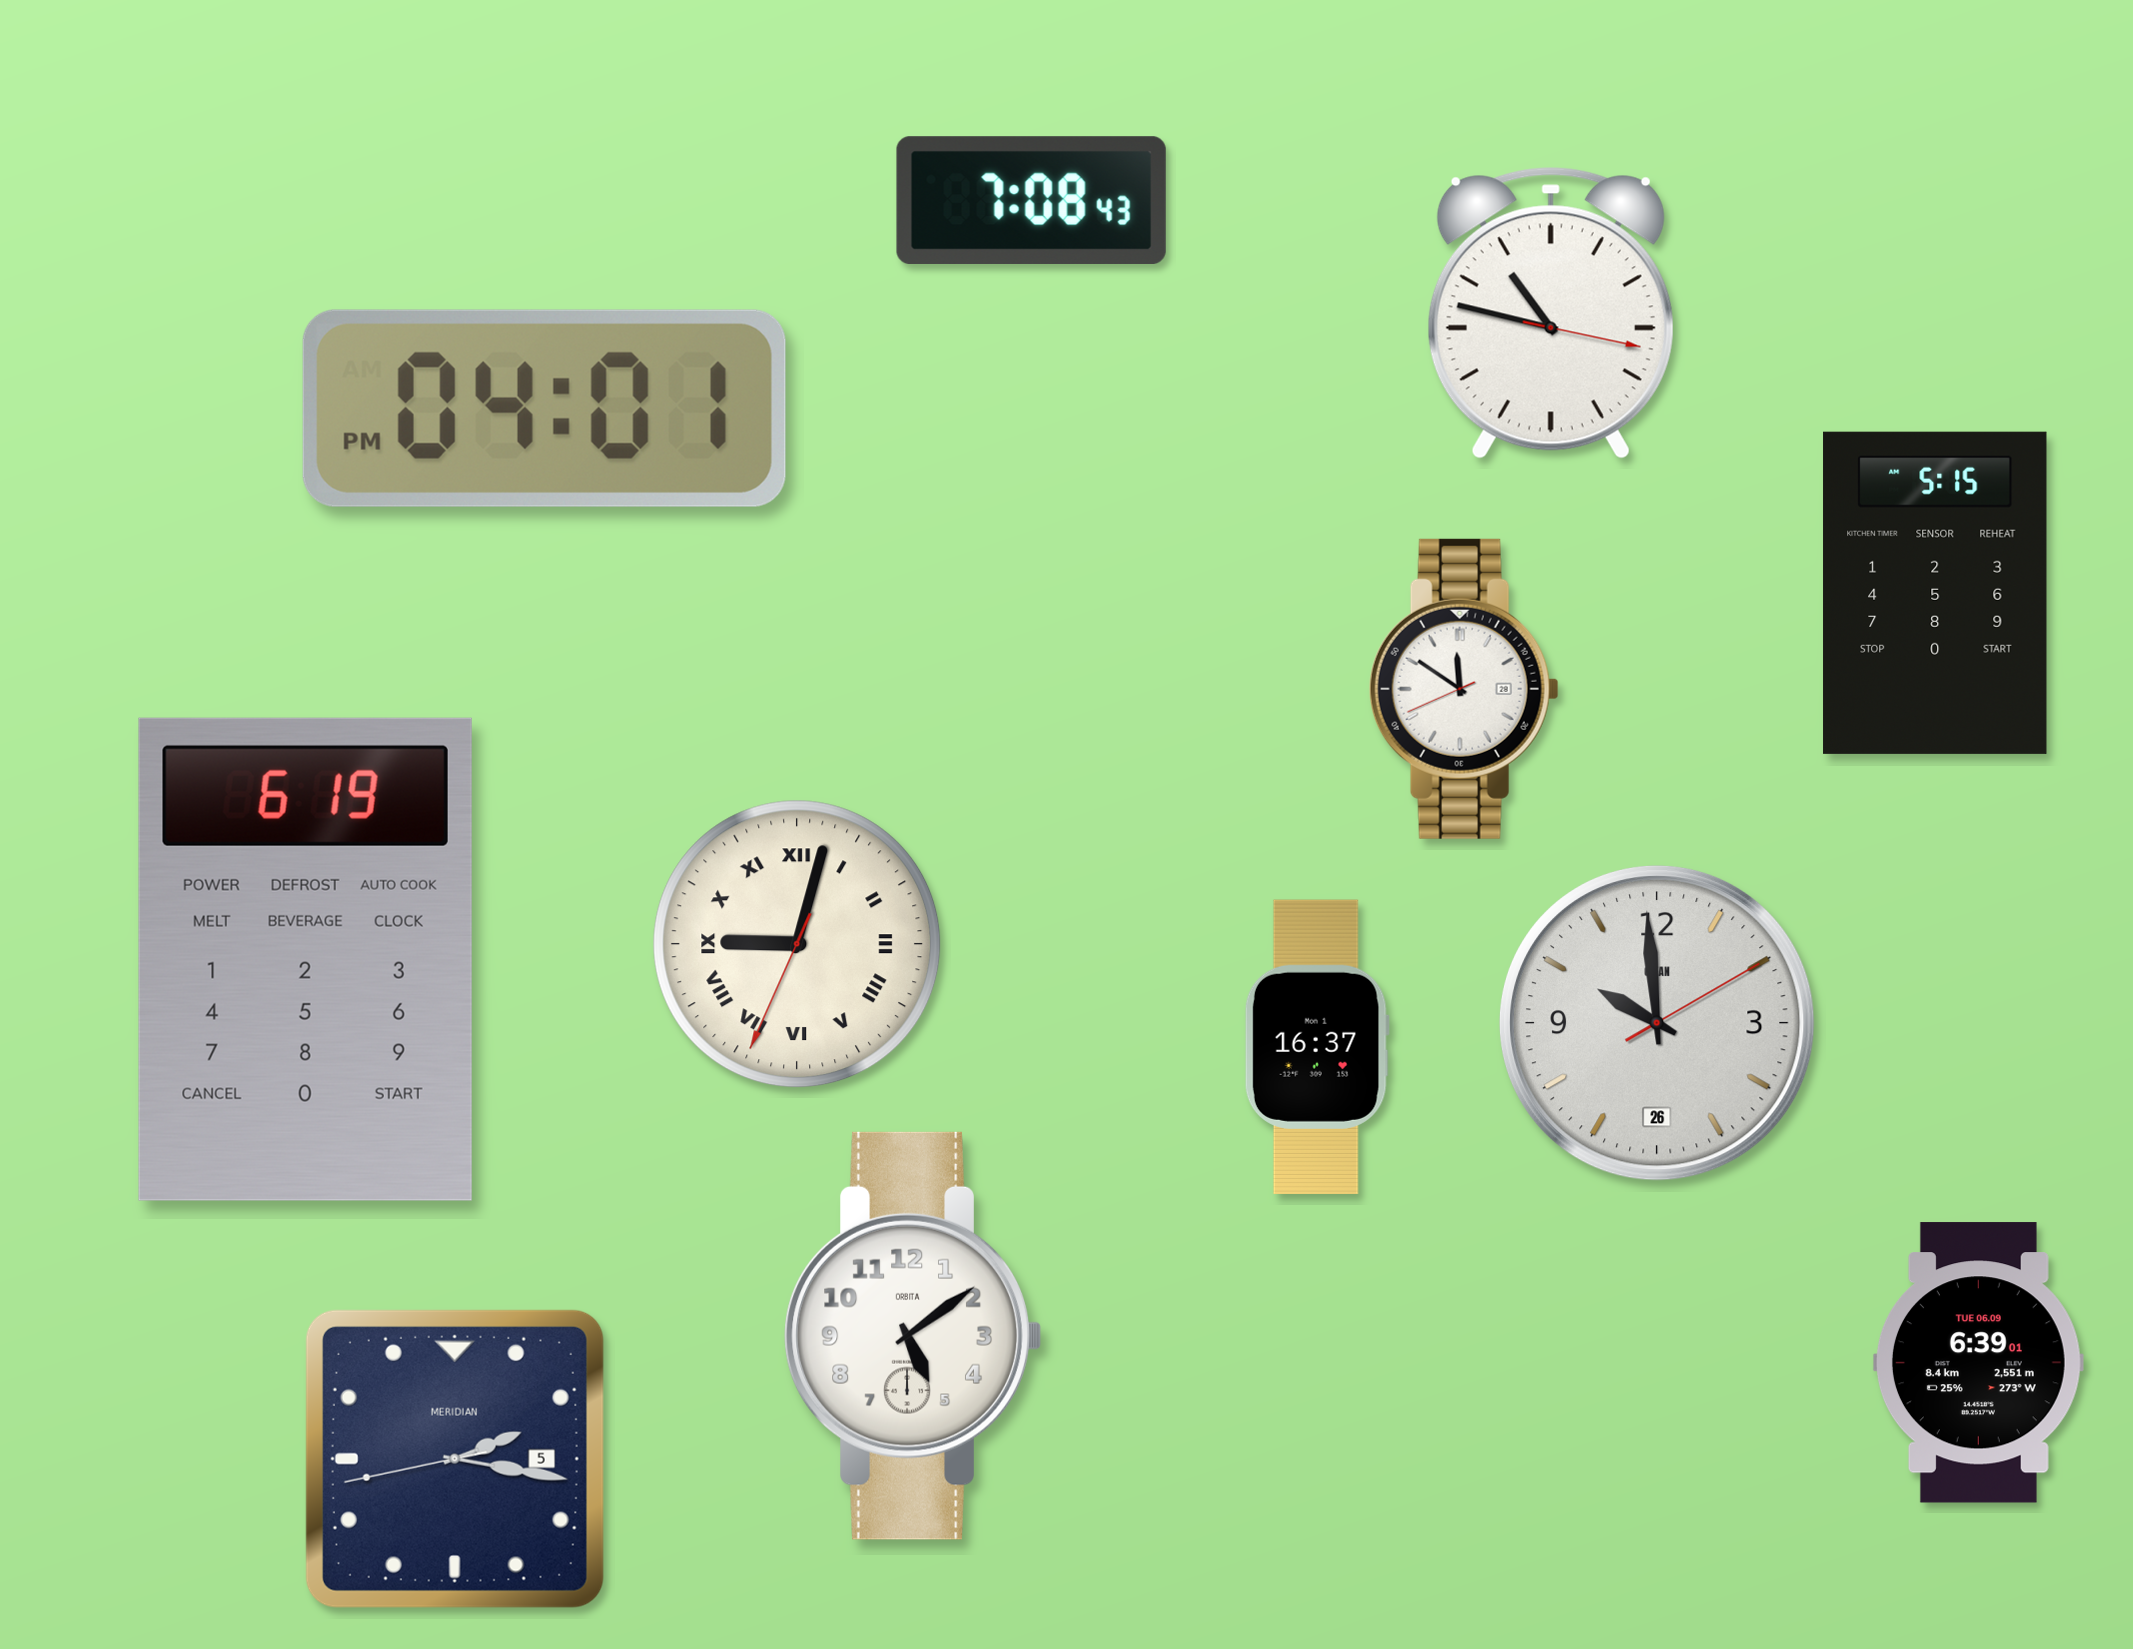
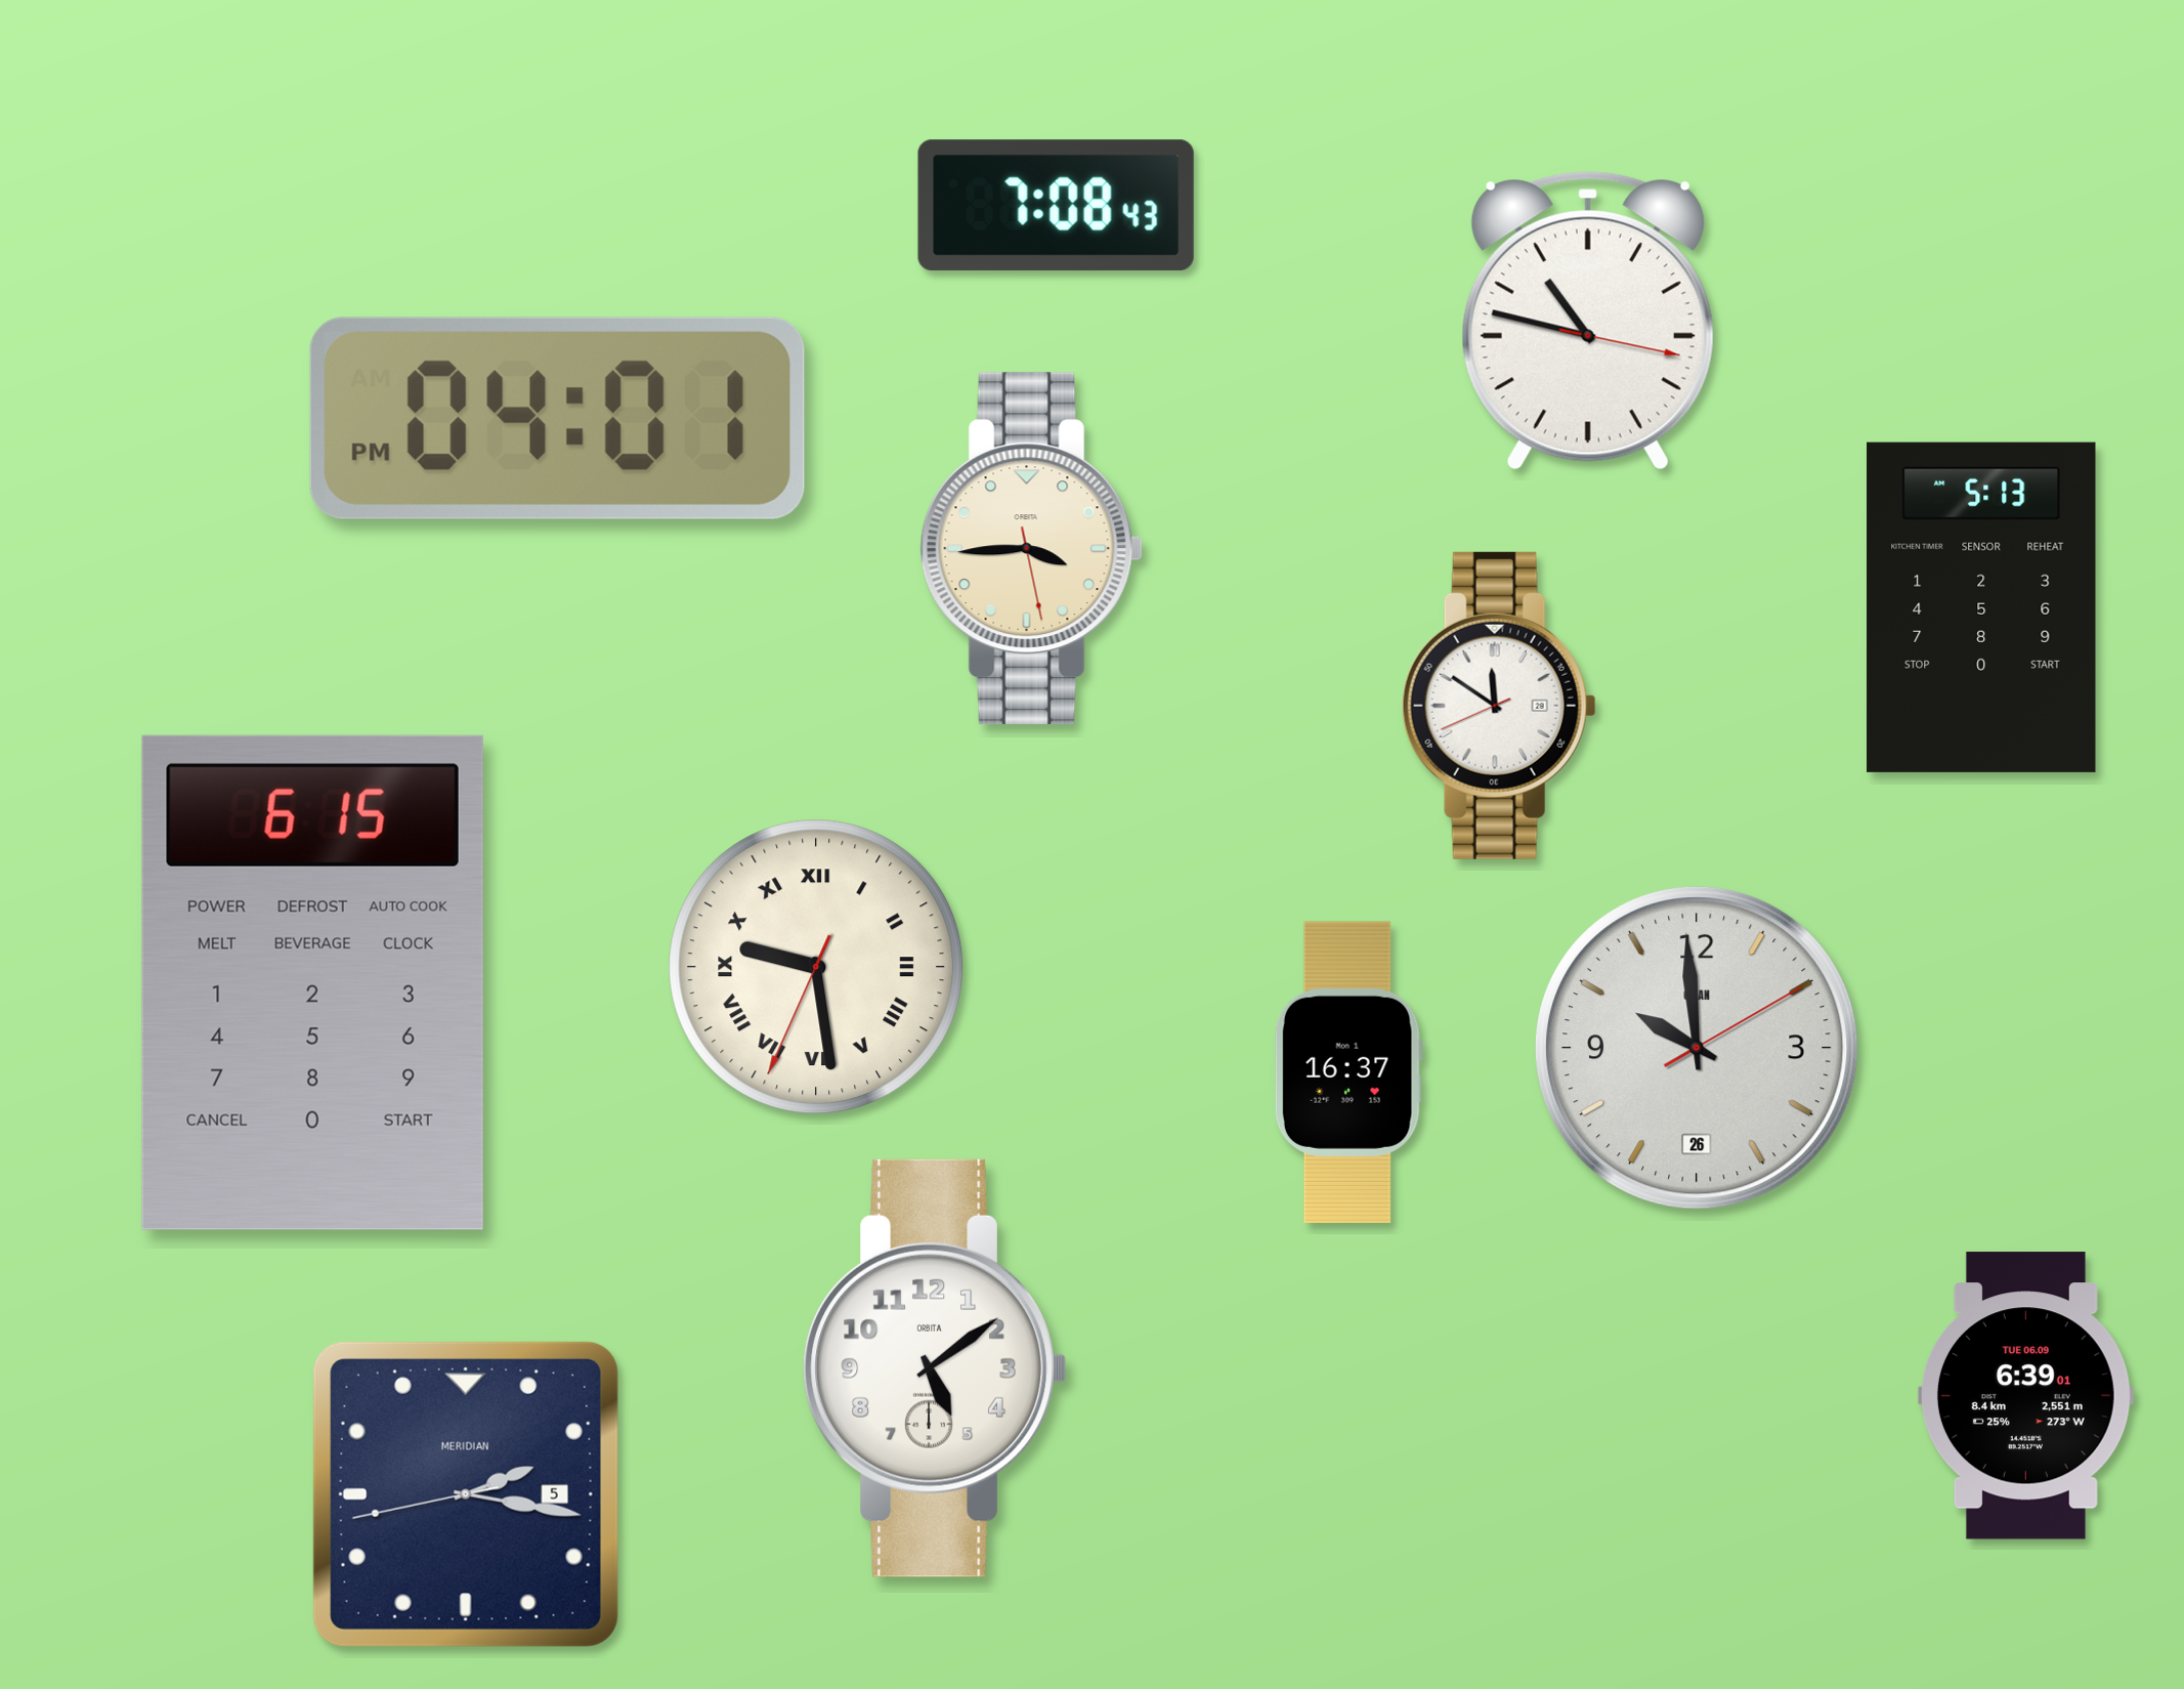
clock at (1031, 548): none -> 3:44
clock at (1935, 593): 5:15 -> 5:13
clock at (797, 944): 9:02 -> 9:28
clock at (305, 959): 6:19 -> 6:15
